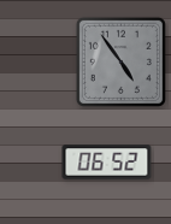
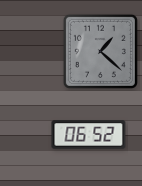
clock at (120, 61): 4:54 -> 1:22
